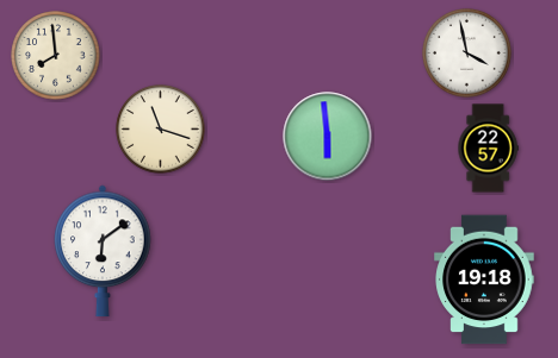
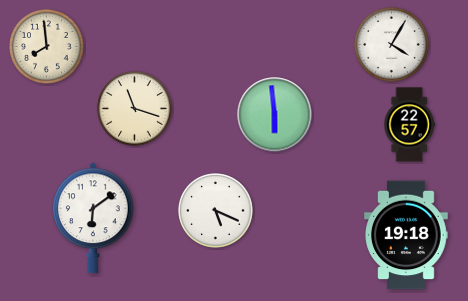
clock at (467, 54): 3:58 -> 4:05
clock at (103, 251) position: (103, 251) -> (93, 218)
clock at (216, 211): none -> 5:19
